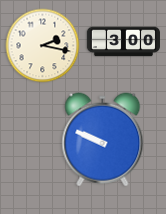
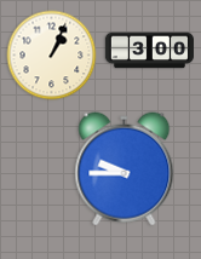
clock at (43, 46): 2:17 -> 1:04
clock at (103, 140): 9:49 -> 9:45
